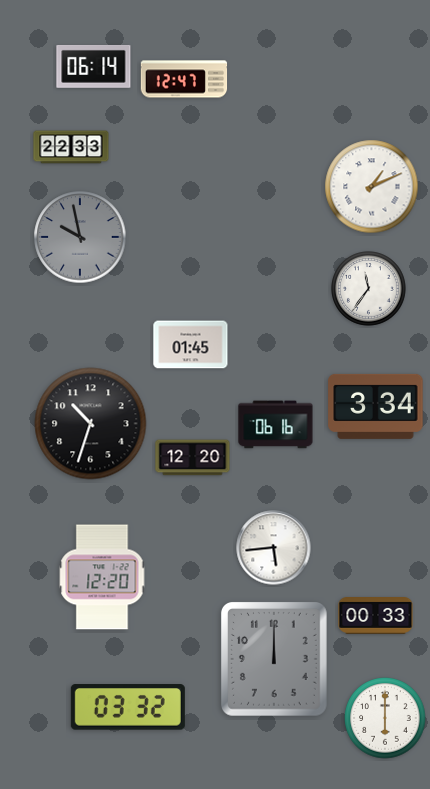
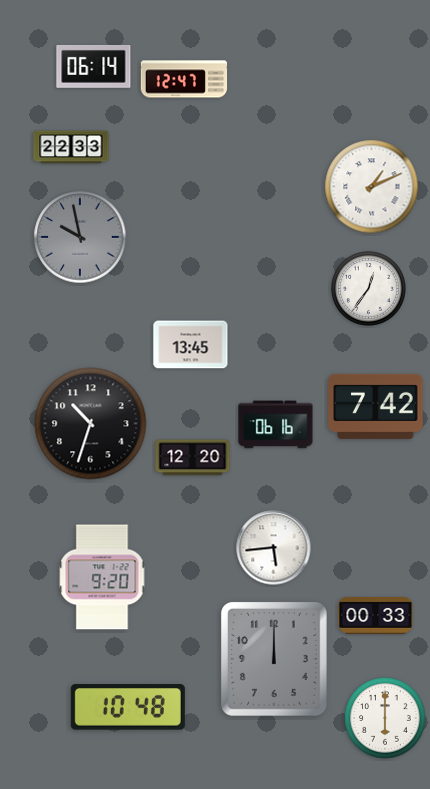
clock at (369, 289): 11:36 -> 12:36
clock at (191, 345): 01:45 -> 13:45
clock at (376, 406): 3:34 -> 7:42
clock at (102, 577): 12:20 -> 9:20
clock at (128, 707): 03:32 -> 10:48
